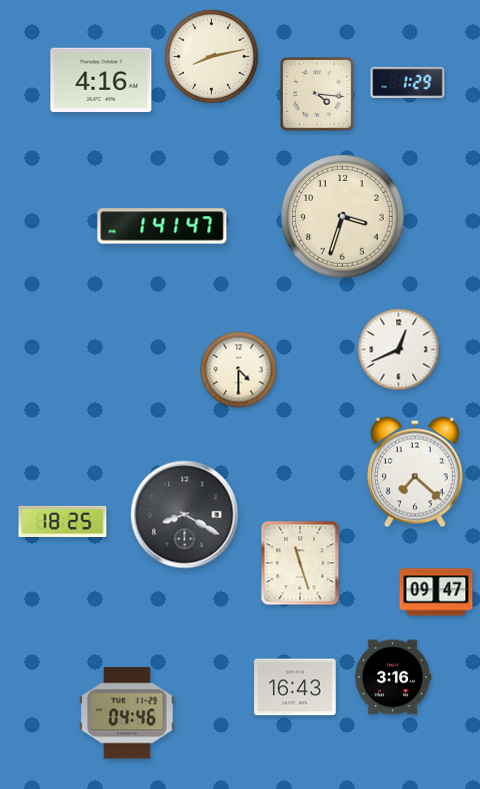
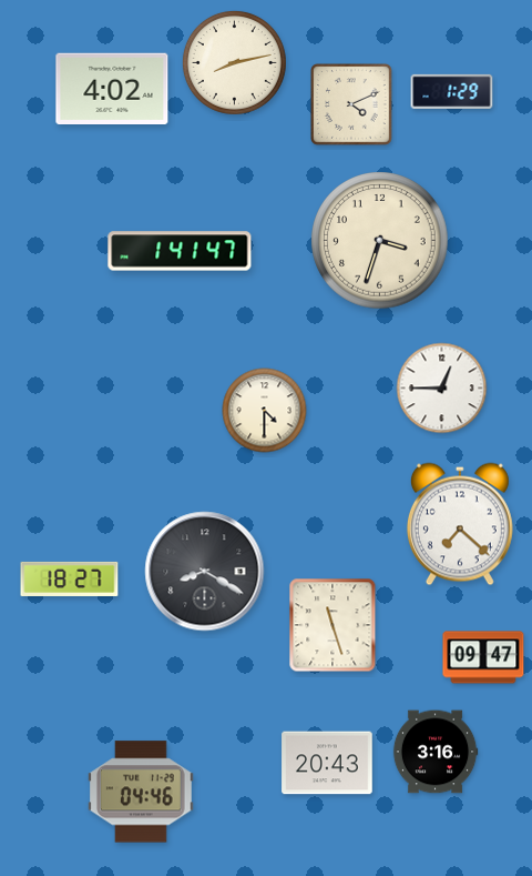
clock at (101, 79): 4:16 -> 4:02
clock at (318, 95): 4:16 -> 4:11
clock at (399, 350): 12:41 -> 12:45
clock at (63, 521): 18:25 -> 18:27
clock at (295, 687): 16:43 -> 20:43
